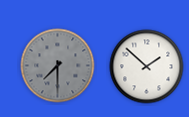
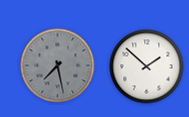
clock at (58, 66): 7:30 -> 7:28
